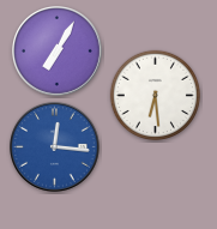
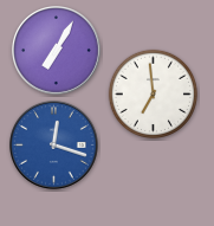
clock at (155, 95): 6:29 -> 6:59
clock at (55, 147): 12:16 -> 12:18
